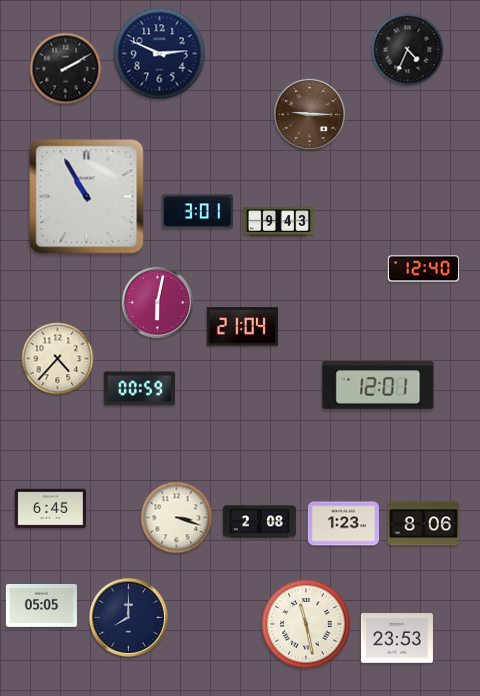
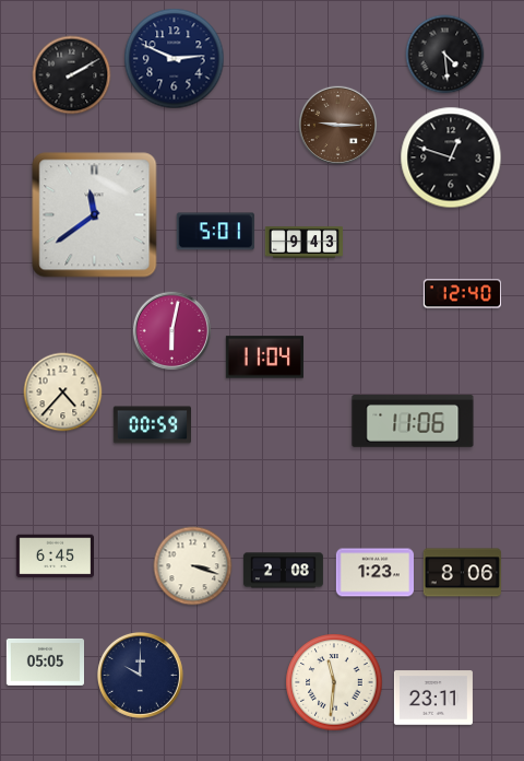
clock at (408, 50): 4:34 -> 4:29
clock at (451, 157): none -> 12:48
clock at (87, 197): 10:55 -> 11:39
clock at (197, 212): 3:01 -> 5:01
clock at (242, 327): 21:04 -> 11:04
clock at (378, 385): 12:01 -> 11:06
clock at (128, 617): 8:00 -> 10:00
clock at (306, 624): 11:28 -> 11:31
clock at (397, 638): 23:53 -> 23:11
